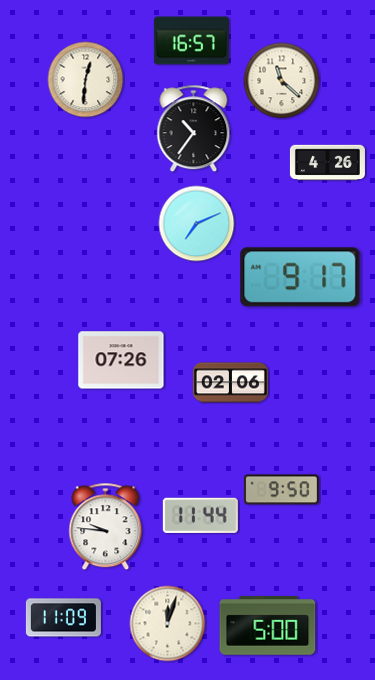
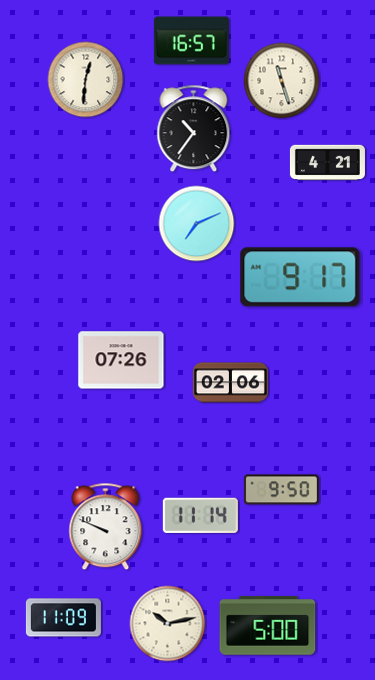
clock at (282, 81): 11:22 -> 11:27
clock at (327, 163): 4:26 -> 4:21
clock at (200, 515): 11:44 -> 11:14
clock at (106, 527): 9:46 -> 9:49
clock at (168, 624): 12:03 -> 10:13
